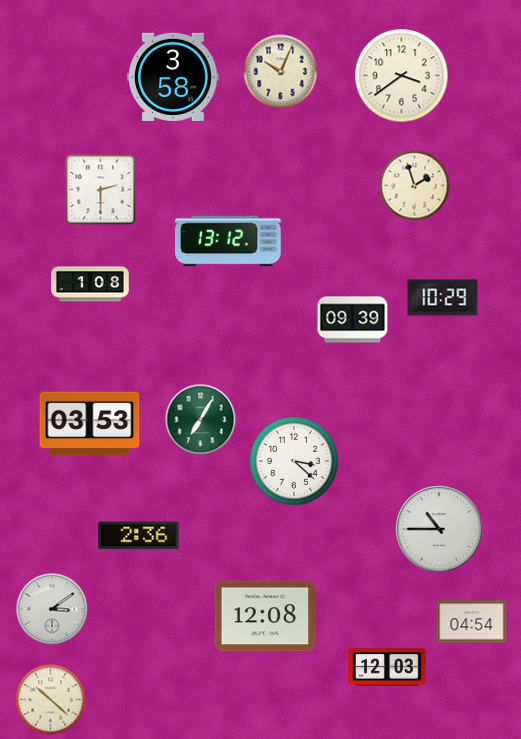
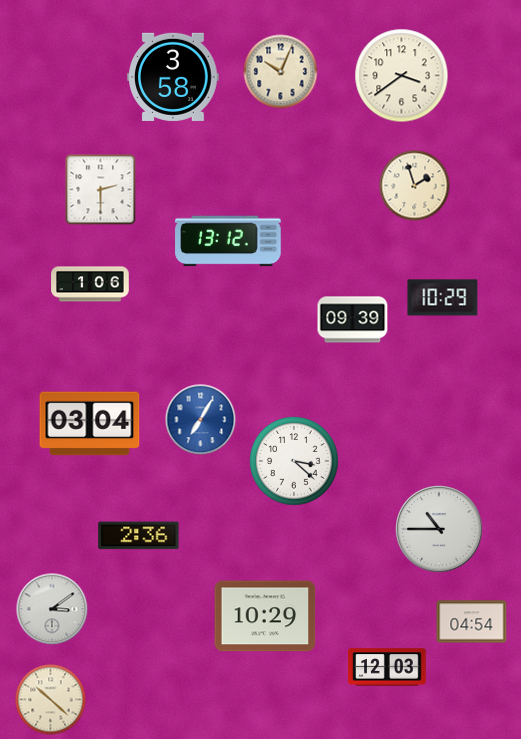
clock at (90, 284): 1:08 -> 1:06
clock at (201, 420) dial: green -> blue
clock at (90, 424): 03:53 -> 03:04
clock at (265, 616): 12:08 -> 10:29
